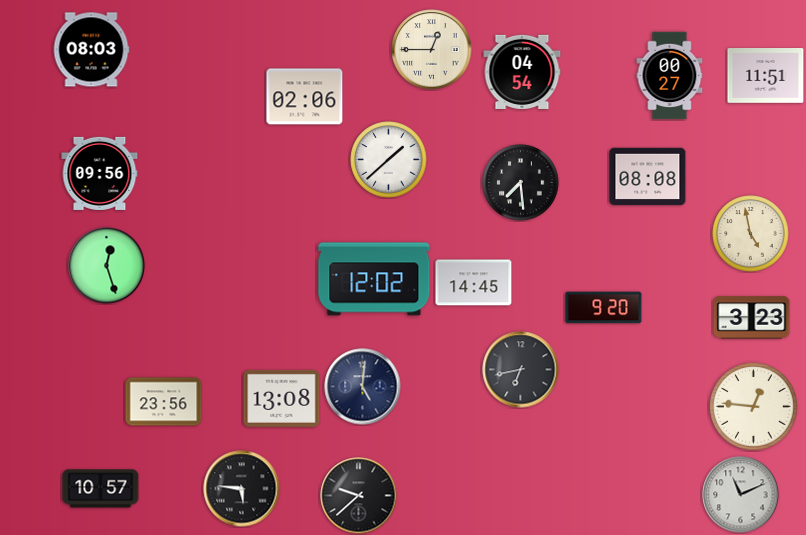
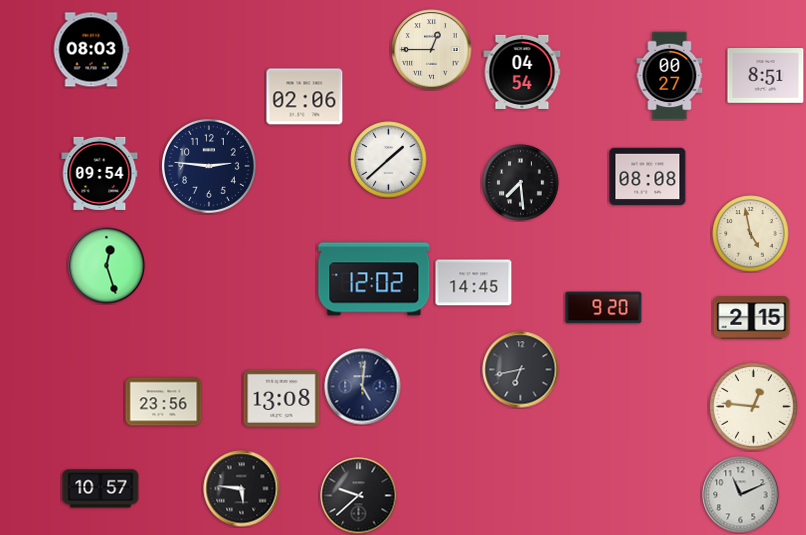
clock at (766, 76): 11:51 -> 8:51
clock at (209, 166): none -> 2:46
clock at (100, 173): 09:56 -> 09:54
clock at (752, 318): 3:23 -> 2:15
